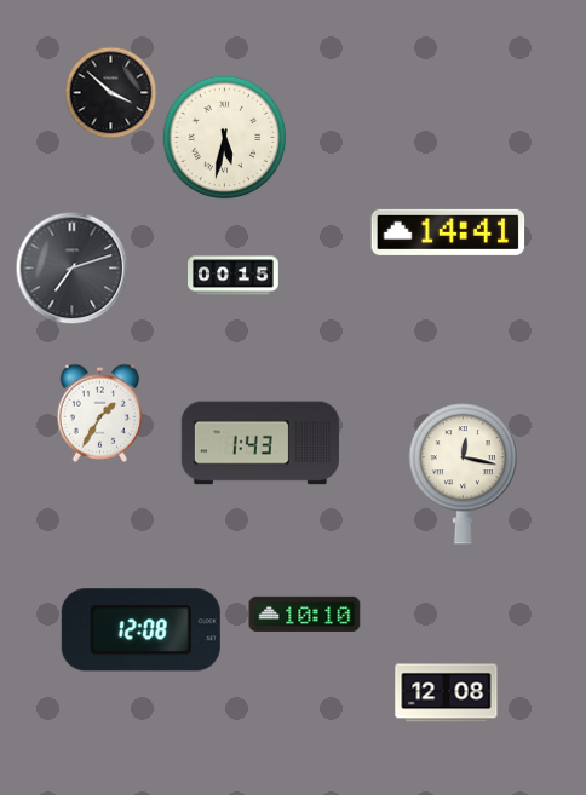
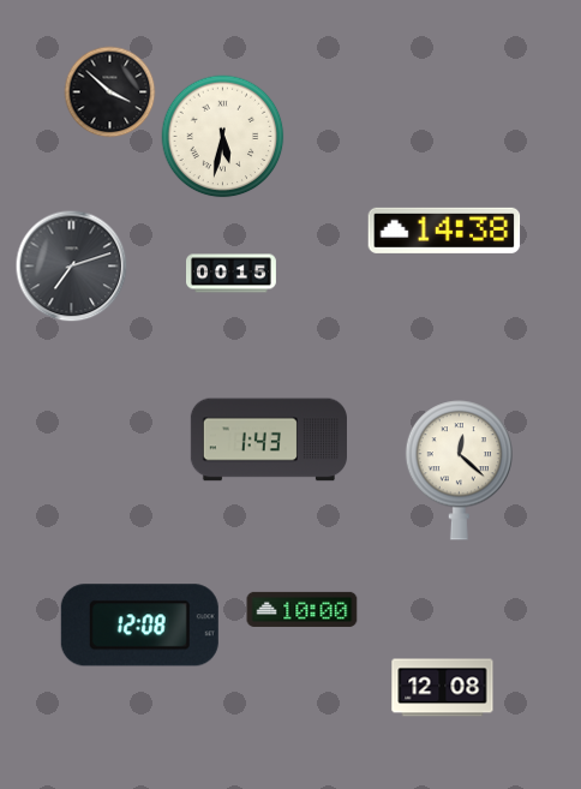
clock at (448, 232): 14:41 -> 14:38
clock at (100, 413): 1:35 -> none
clock at (260, 443) position: (260, 443) -> (269, 440)
clock at (463, 474): 12:17 -> 12:22
clock at (305, 613): 10:10 -> 10:00
